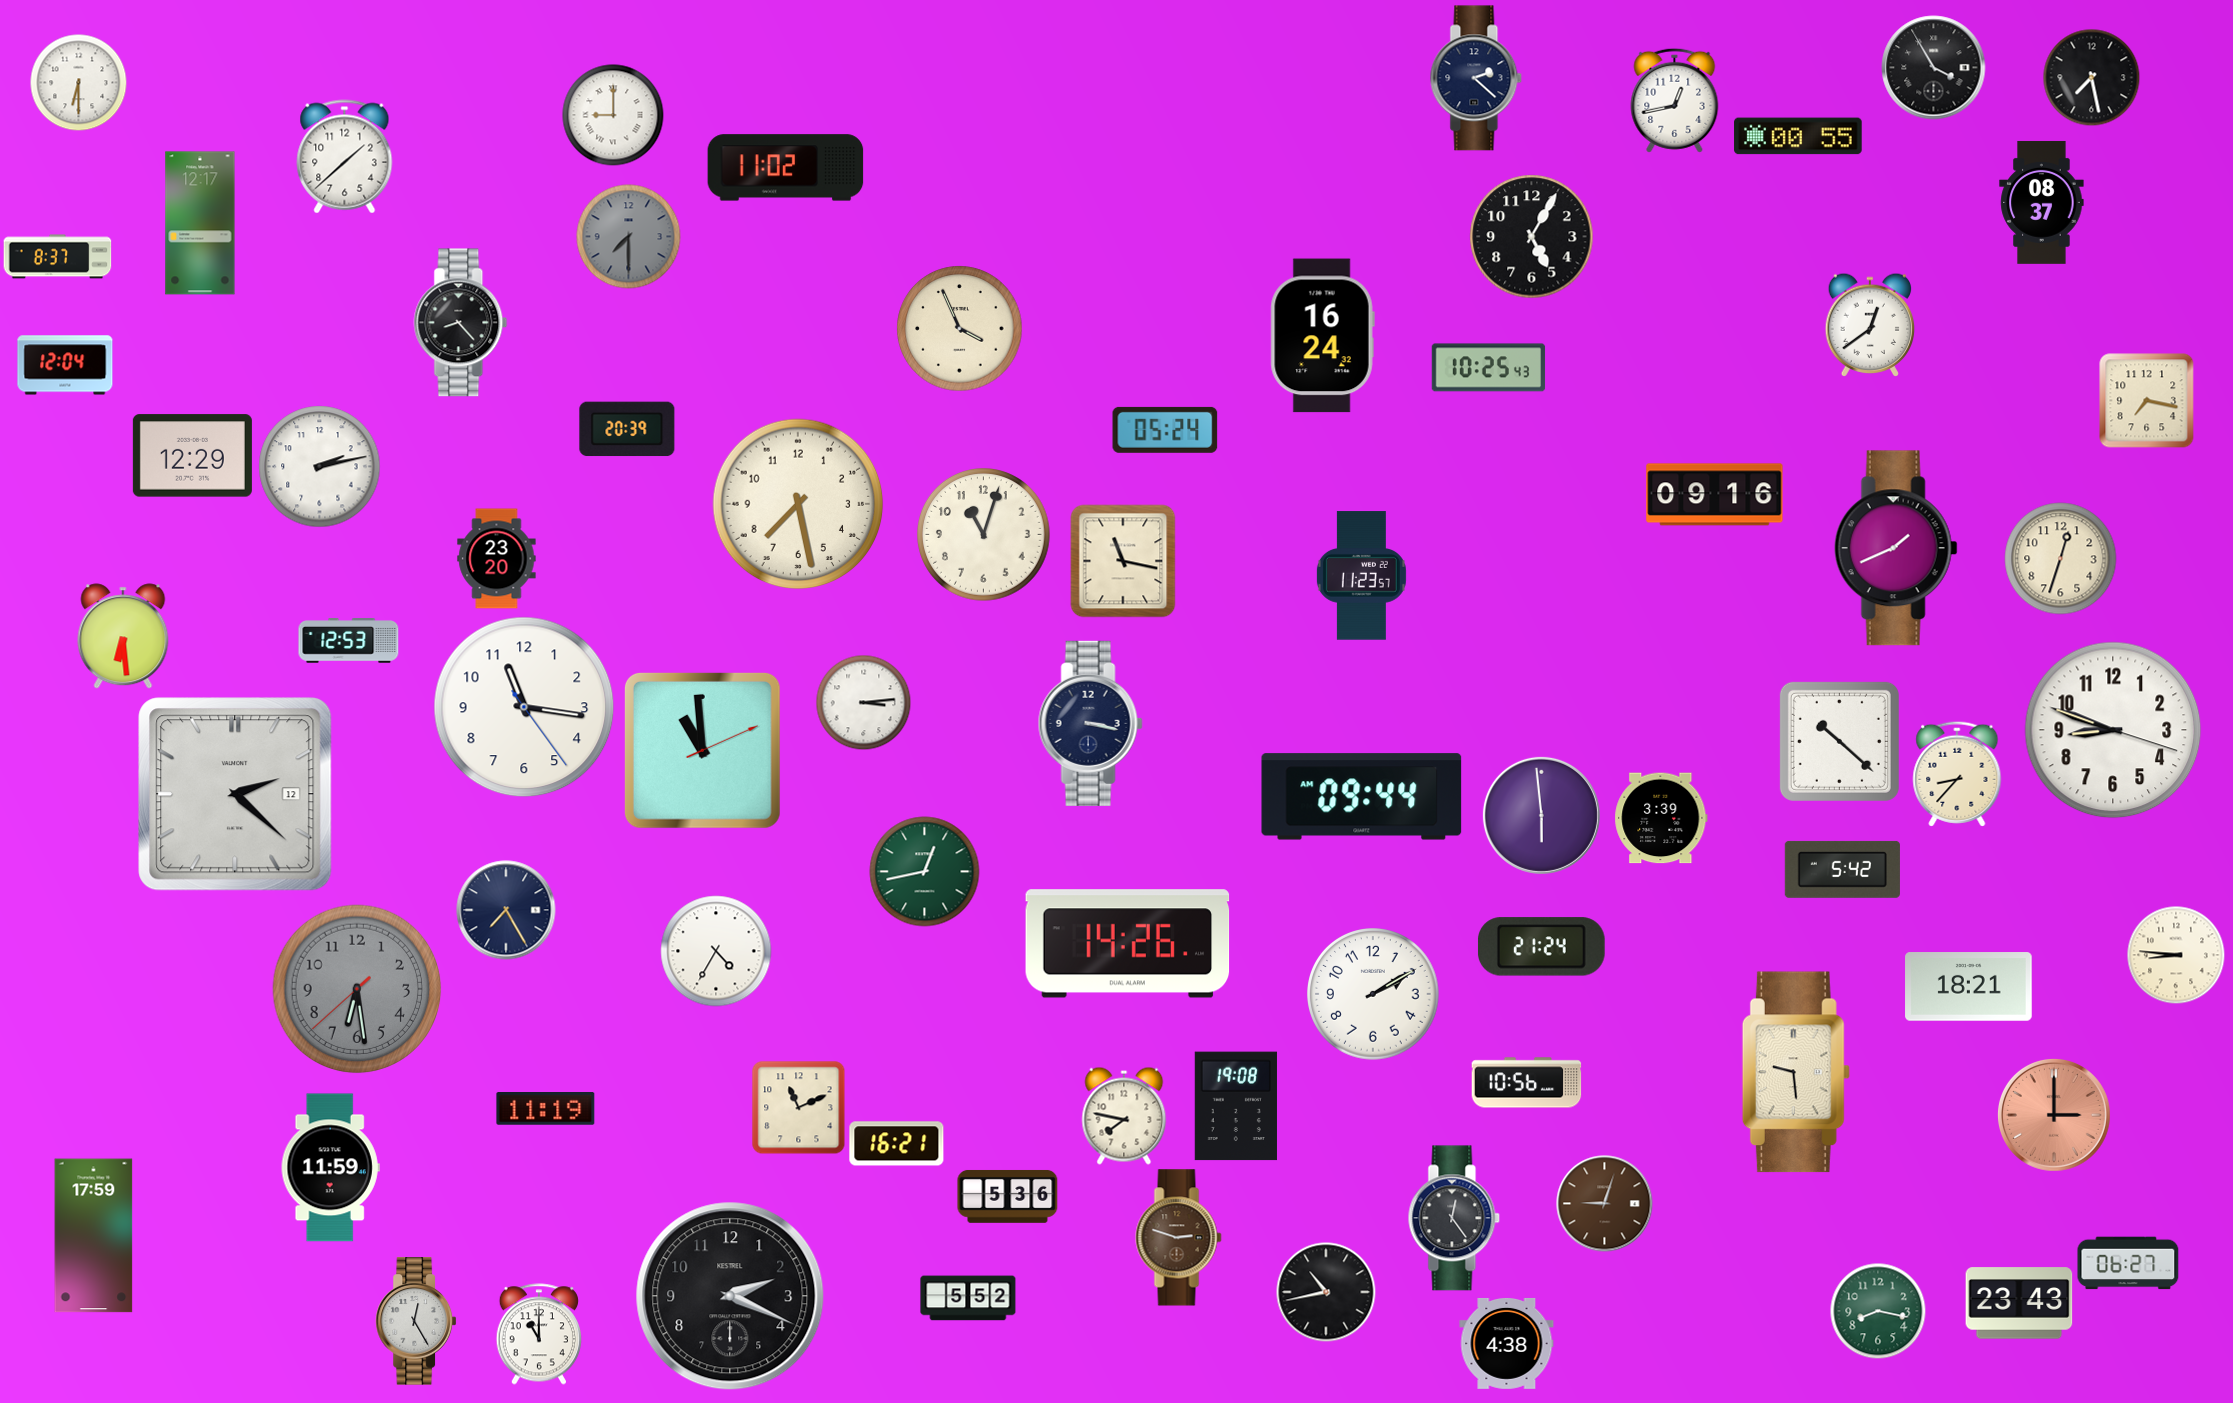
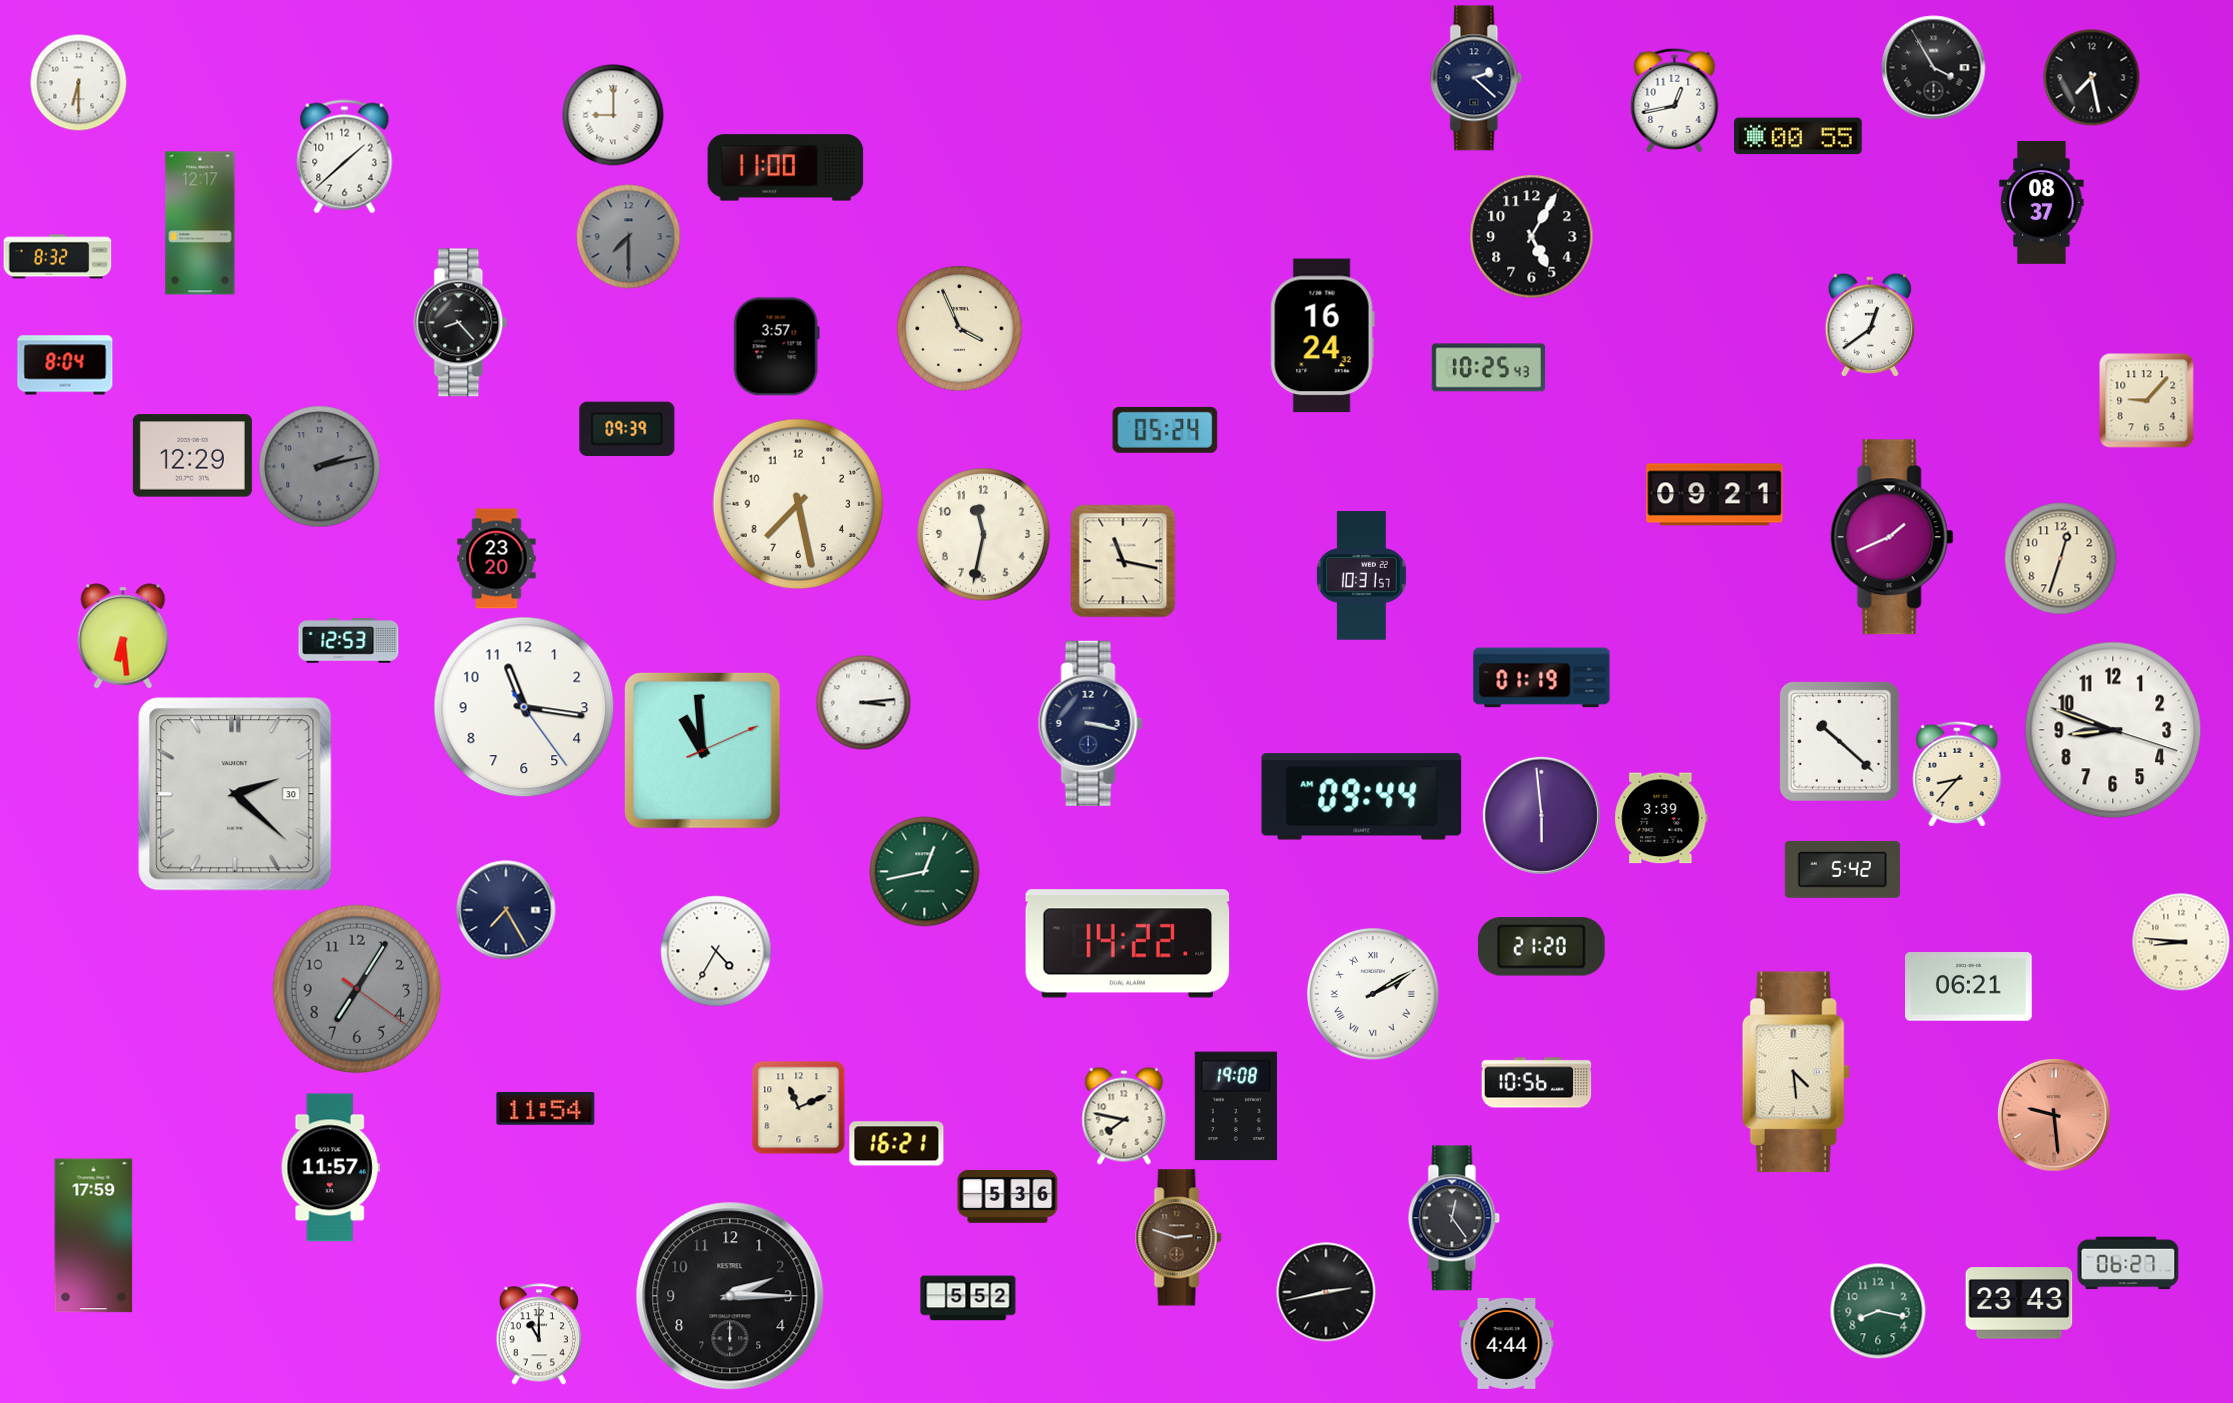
clock at (786, 168): 11:02 -> 11:00
clock at (58, 257): 8:37 -> 8:32
clock at (776, 347): none -> 3:57
clock at (65, 365): 12:04 -> 8:04
clock at (2147, 401): 7:17 -> 9:07
clock at (627, 429): 20:39 -> 09:39
clock at (320, 467) dial: white -> grey
clock at (1715, 495): 09:16 -> 09:21
clock at (984, 535): 11:03 -> 11:32
clock at (1896, 548) position: (1896, 548) -> (1892, 537)
clock at (1361, 576): 11:23 -> 10:31
clock at (1542, 678): none -> 01:19
clock at (235, 794) date: 12 -> 30
clock at (1128, 944): 14:26 -> 14:22
clock at (1541, 947): 21:24 -> 21:20
clock at (2176, 955) position: (2176, 955) -> (2181, 942)
clock at (1969, 987): 18:21 -> 06:21
clock at (357, 989): 6:28 -> 7:05
clock at (1373, 994) numerals: Arabic -> Roman
clock at (1796, 1072): 9:29 -> 4:29
clock at (1527, 1083) position: (1527, 1083) -> (1537, 1083)
clock at (546, 1109): 11:19 -> 11:54
clock at (2054, 1115): 3:00 -> 9:29
clock at (330, 1168): 11:59 -> 11:57
clock at (1605, 1204): 9:03 -> none
clock at (1326, 1292): 10:43 -> 2:43
clock at (730, 1296): 2:19 -> 2:15
clock at (415, 1321): 12:25 -> none
clock at (1507, 1343): 4:38 -> 4:44
